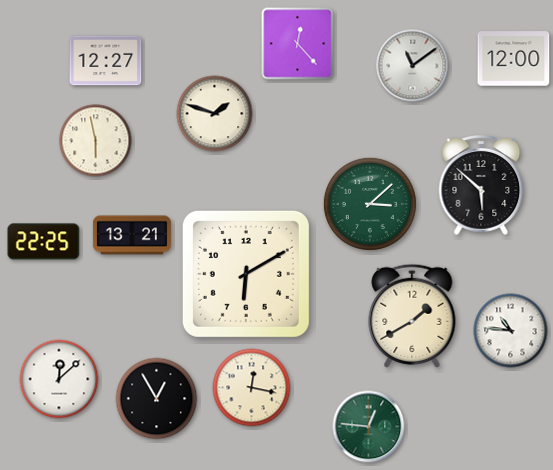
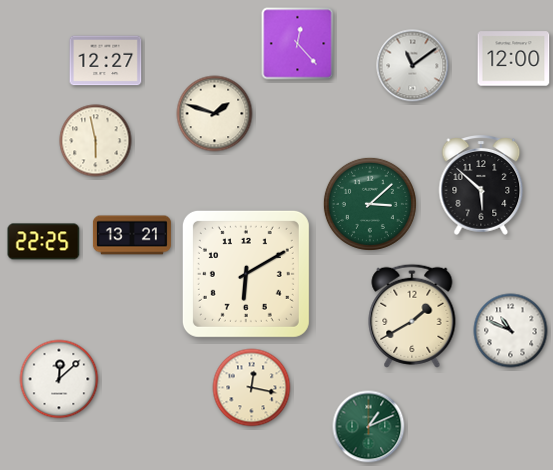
clock at (511, 331): 10:46 -> 10:49
clock at (157, 399): 12:55 -> none
clock at (369, 427): 12:46 -> 1:11
